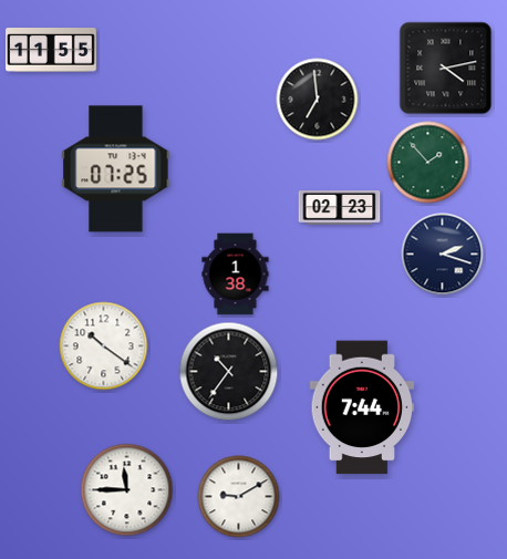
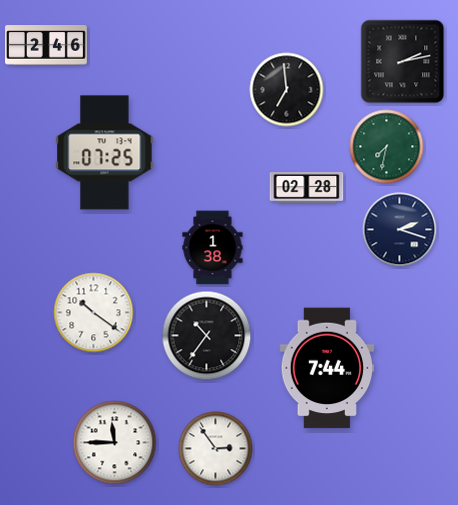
clock at (52, 50): 11:55 -> 2:46
clock at (446, 69): 4:13 -> 2:13
clock at (428, 163): 1:53 -> 7:32
clock at (340, 208): 02:23 -> 02:28
clock at (239, 497): 9:10 -> 2:54
